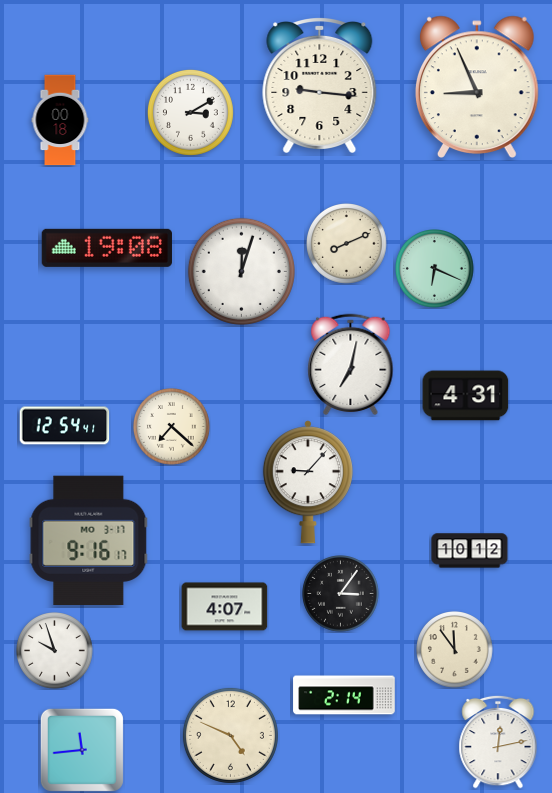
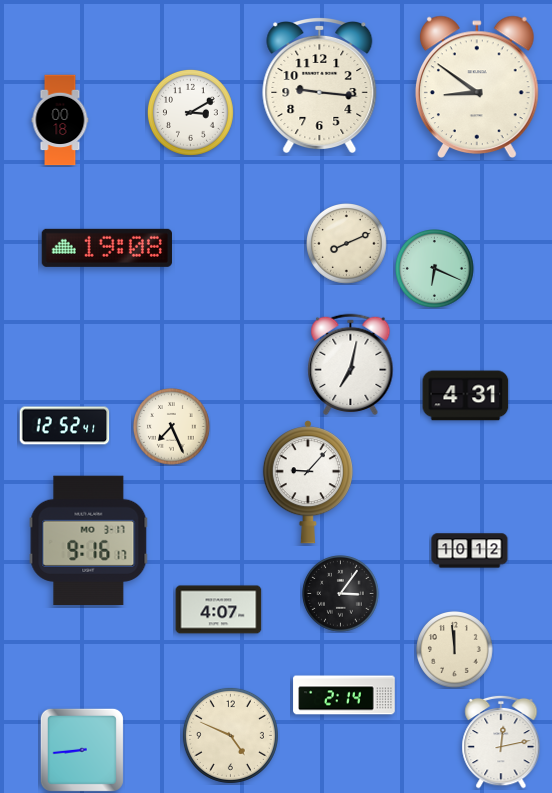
clock at (477, 86): 8:56 -> 8:51
clock at (241, 271): 12:03 -> none
clock at (65, 426): 12:54 -> 12:52
clock at (172, 427): 7:22 -> 7:26
clock at (225, 607) position: (225, 607) -> (219, 610)
clock at (455, 650): 11:54 -> 11:59
clock at (55, 651): 9:57 -> none
clock at (498, 742) position: (498, 742) -> (501, 742)
clock at (82, 750): 11:44 -> 8:44
